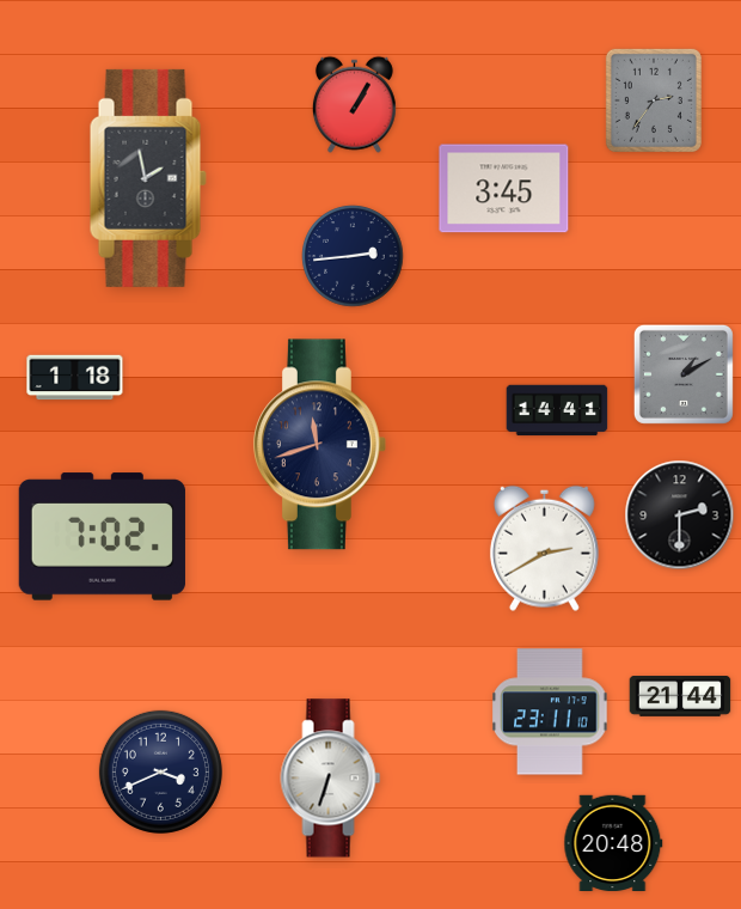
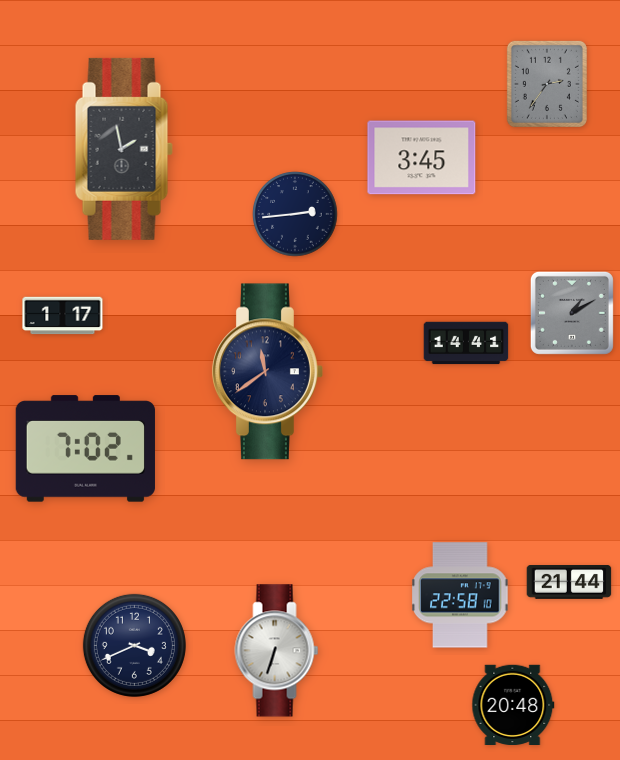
clock at (354, 104): 1:05 -> none
clock at (75, 378): 1:18 -> 1:17
clock at (320, 445): 11:42 -> 11:39
clock at (680, 515): 2:30 -> none
clock at (544, 548): 2:40 -> none
clock at (550, 712): 23:11 -> 22:58
